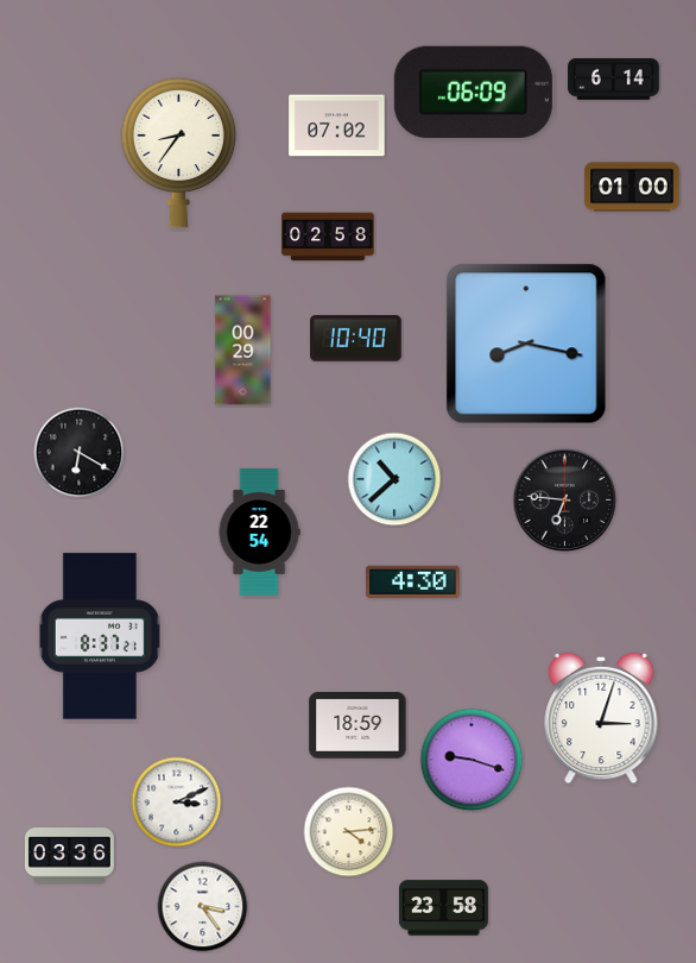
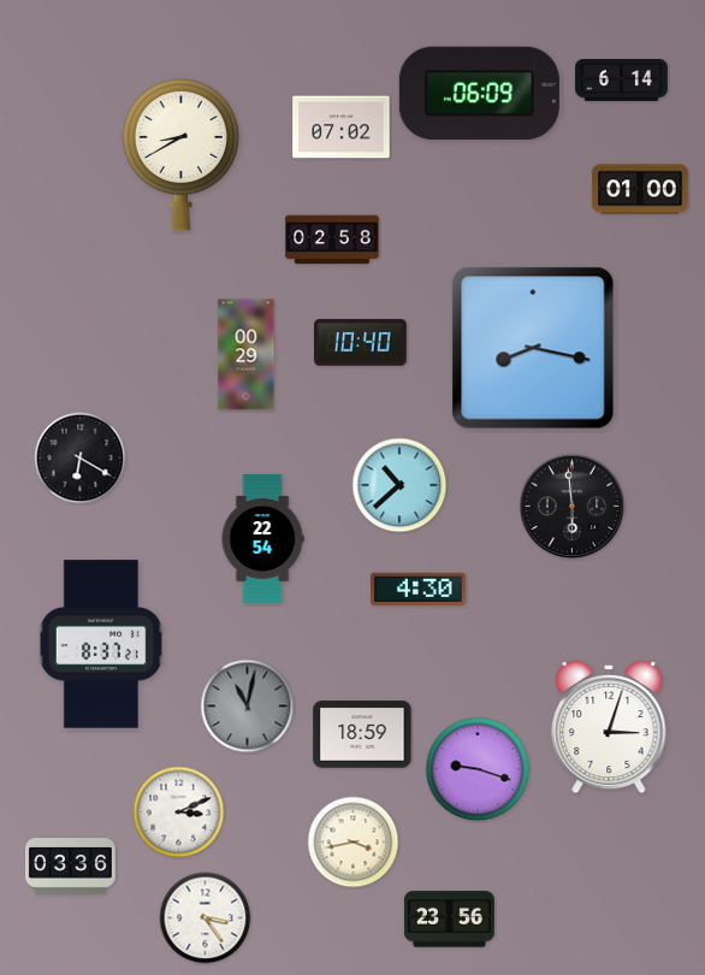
clock at (178, 152): 8:36 -> 8:40
clock at (565, 501): 6:46 -> 5:59
clock at (248, 707): none -> 11:02
clock at (349, 832): 4:14 -> 3:43
clock at (443, 908): 23:58 -> 23:56
